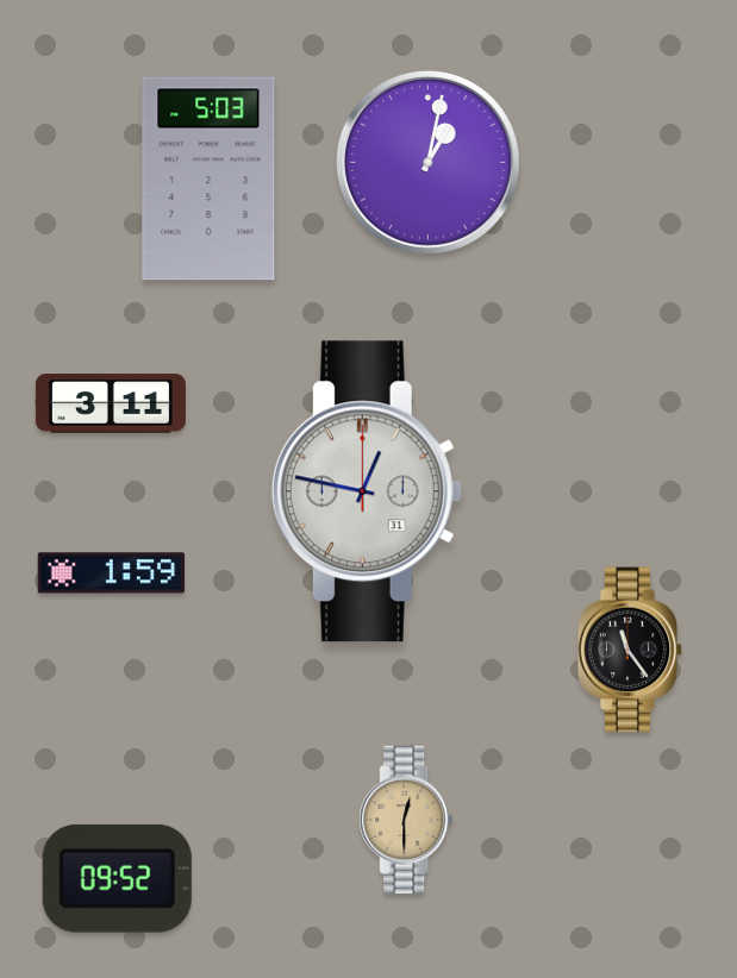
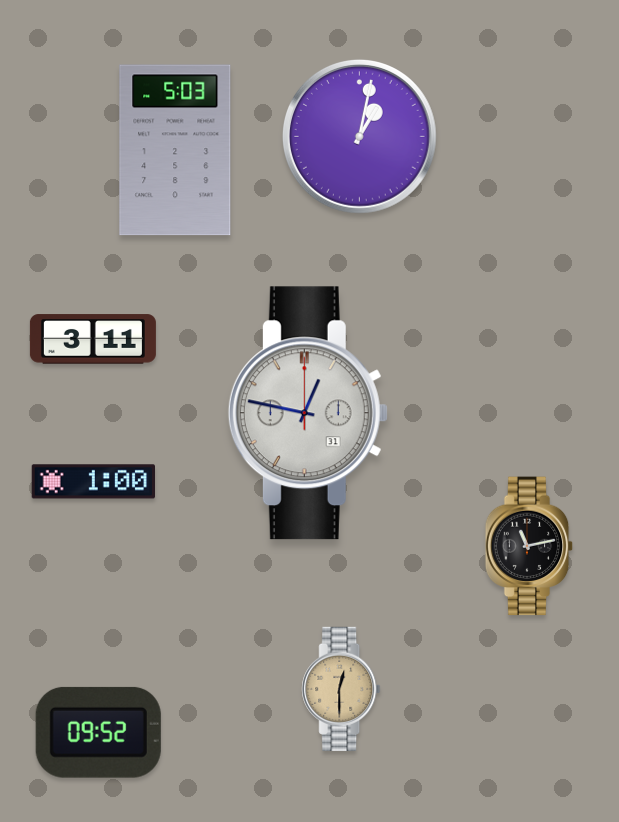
clock at (111, 573): 1:59 -> 1:00
clock at (630, 650): 11:24 -> 11:13
clock at (117, 878) position: (117, 878) -> (98, 732)
